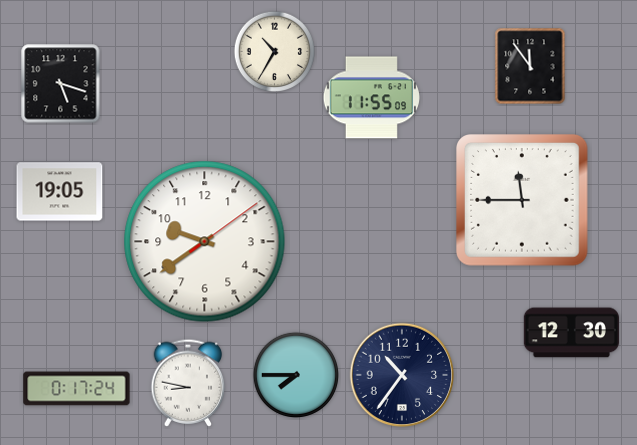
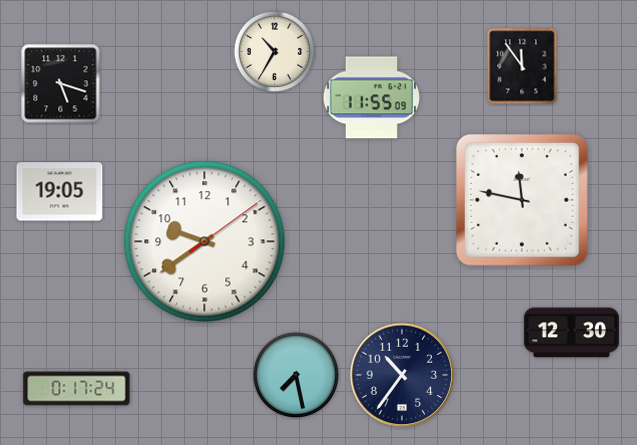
clock at (530, 66) position: (530, 66) -> (522, 66)
clock at (523, 201): 11:45 -> 11:47
clock at (295, 374): 7:45 -> 7:28
clock at (188, 383): 8:47 -> none
